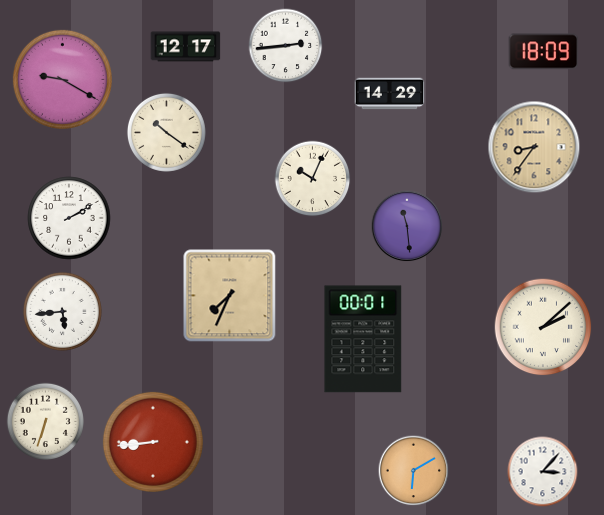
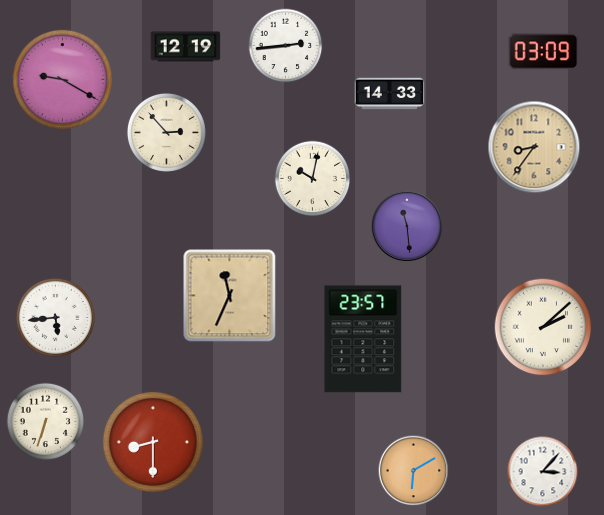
clock at (186, 47): 12:17 -> 12:19
clock at (544, 52): 18:09 -> 03:09
clock at (390, 94): 14:29 -> 14:33
clock at (166, 132): 10:21 -> 2:53
clock at (313, 179): 10:04 -> 10:02
clock at (69, 218): 2:10 -> none
clock at (230, 296): 7:34 -> 11:34
clock at (62, 311) position: (62, 311) -> (55, 317)
clock at (363, 339): 00:01 -> 23:57
clock at (153, 442): 8:44 -> 8:30
